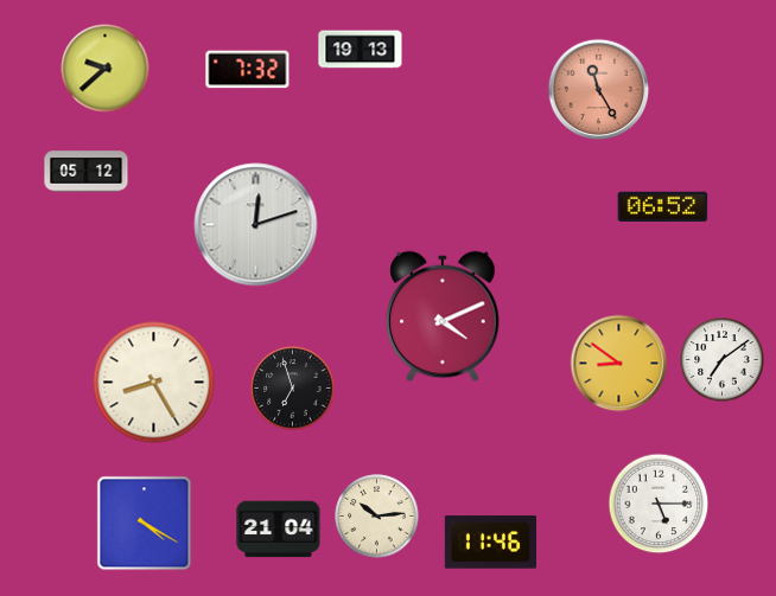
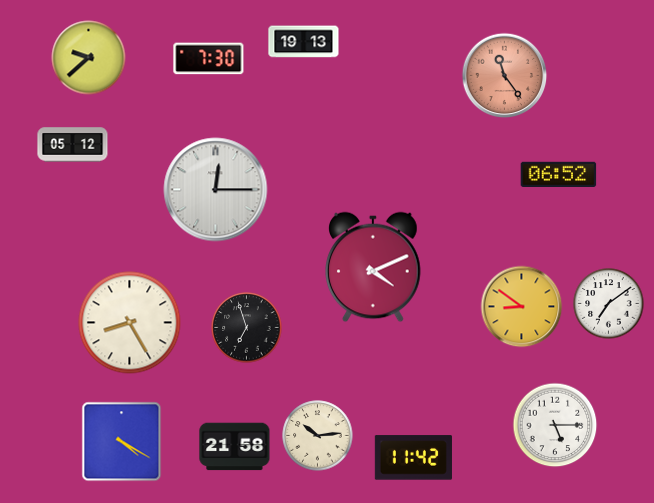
clock at (248, 70): 7:32 -> 7:30
clock at (599, 90): 11:25 -> 11:24
clock at (256, 225): 12:12 -> 12:15
clock at (279, 530): 21:04 -> 21:58
clock at (490, 543): 11:46 -> 11:42
